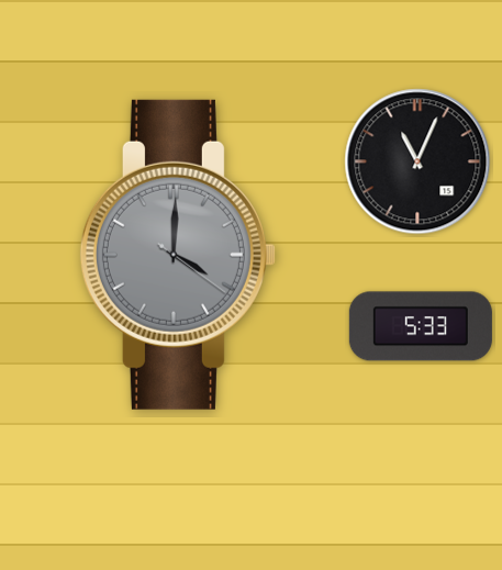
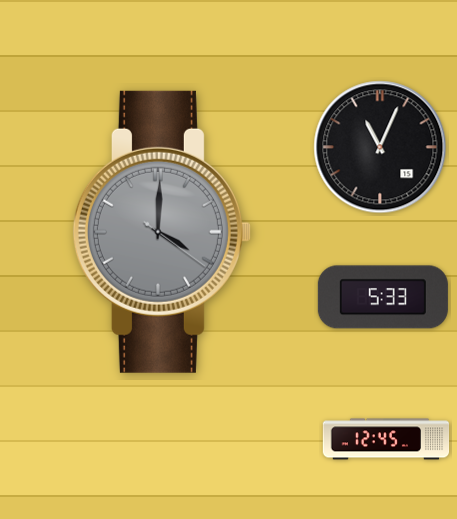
clock at (386, 439): none -> 12:45
